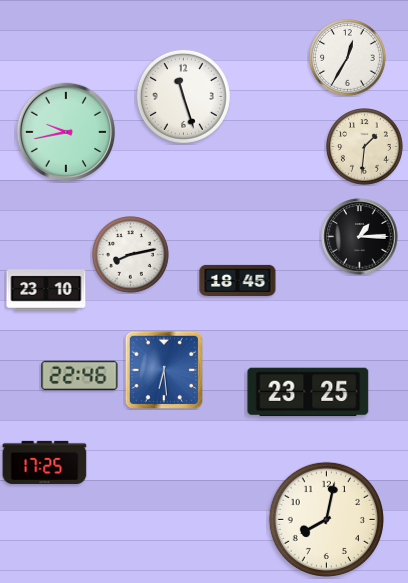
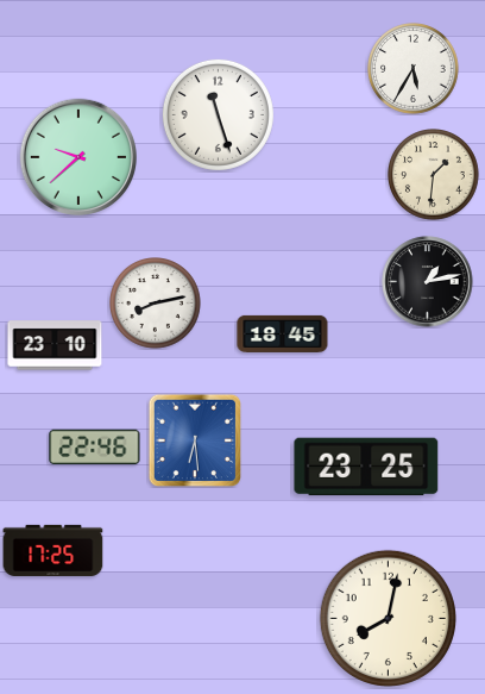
clock at (348, 58): 12:35 -> 5:35
clock at (65, 131): 9:43 -> 9:38
clock at (360, 237): 1:15 -> 1:13
